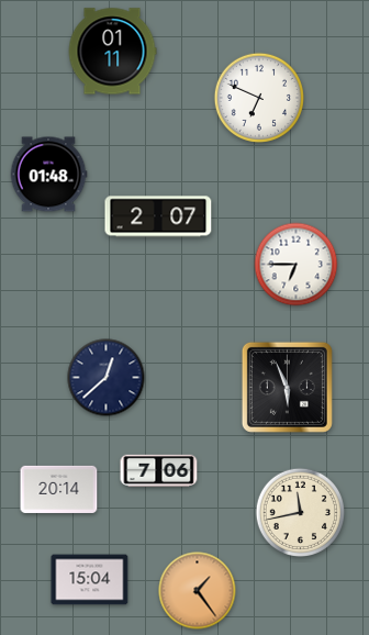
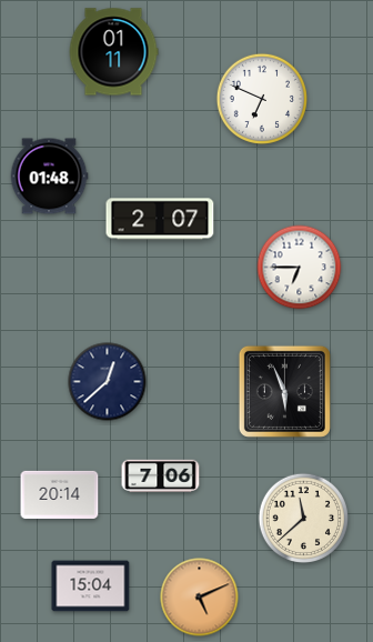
clock at (287, 387) position: (287, 387) -> (284, 391)
clock at (300, 512): 11:43 -> 11:38
clock at (198, 591): 1:24 -> 5:11
